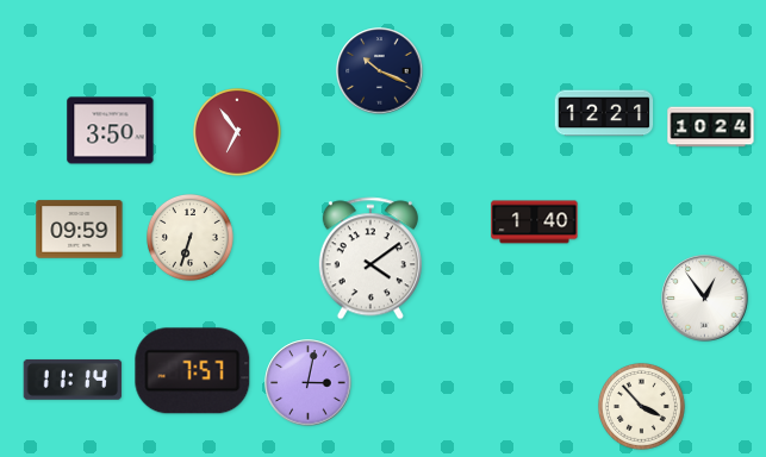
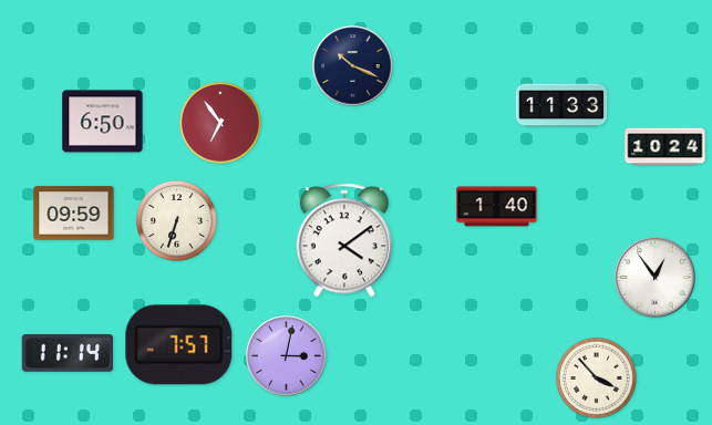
clock at (604, 113): 12:21 -> 11:33
clock at (711, 127) position: (711, 127) -> (665, 147)
clock at (111, 131): 3:50 -> 6:50
